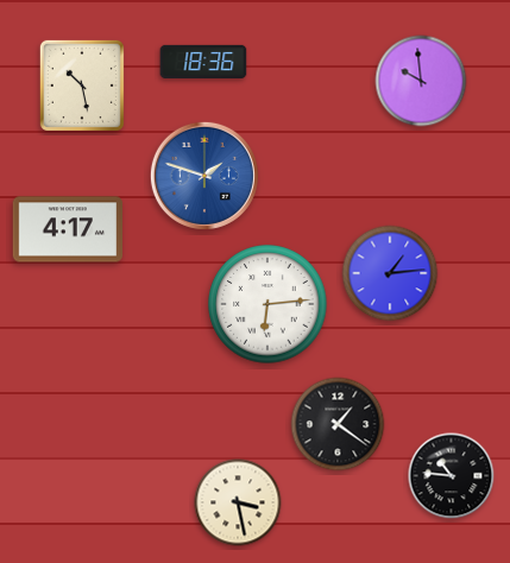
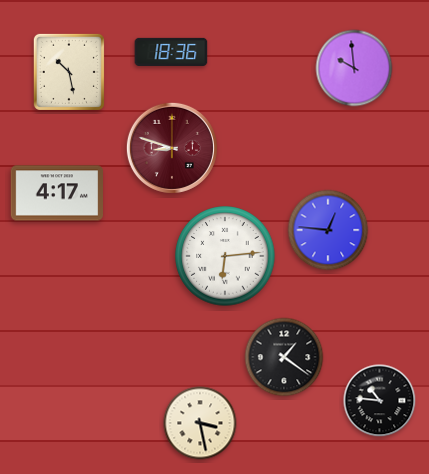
clock at (204, 176): 1:48 -> 8:48
clock at (204, 176) dial: blue -> burgundy
clock at (390, 273): 1:14 -> 12:46
